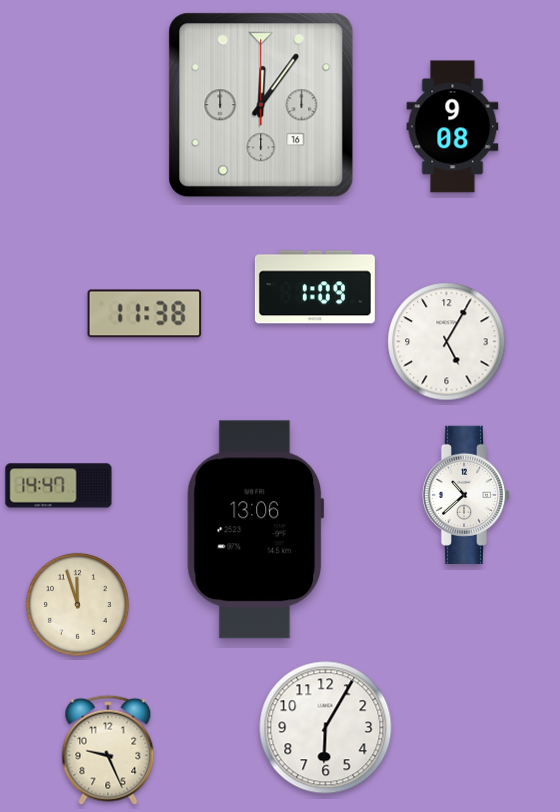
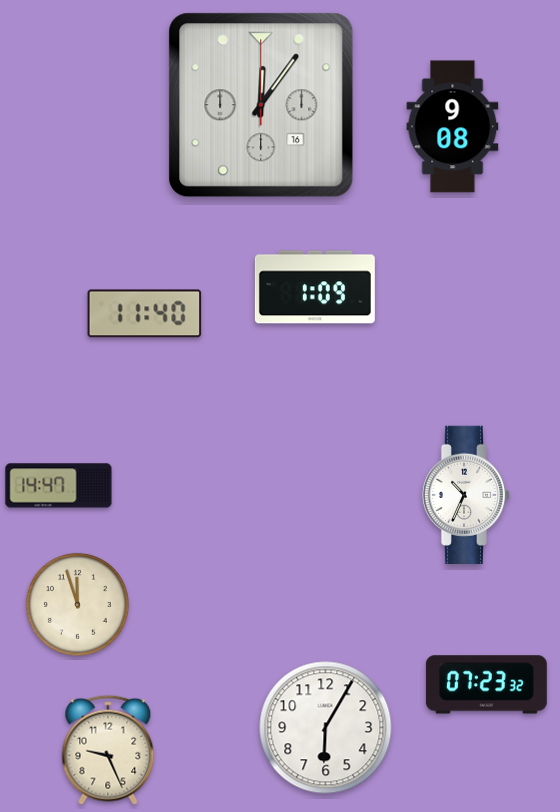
clock at (145, 314): 11:38 -> 11:40
clock at (447, 342): 5:05 -> none
clock at (466, 495): 10:38 -> 10:34
clock at (256, 530): 13:06 -> none
clock at (486, 685): none -> 07:23
